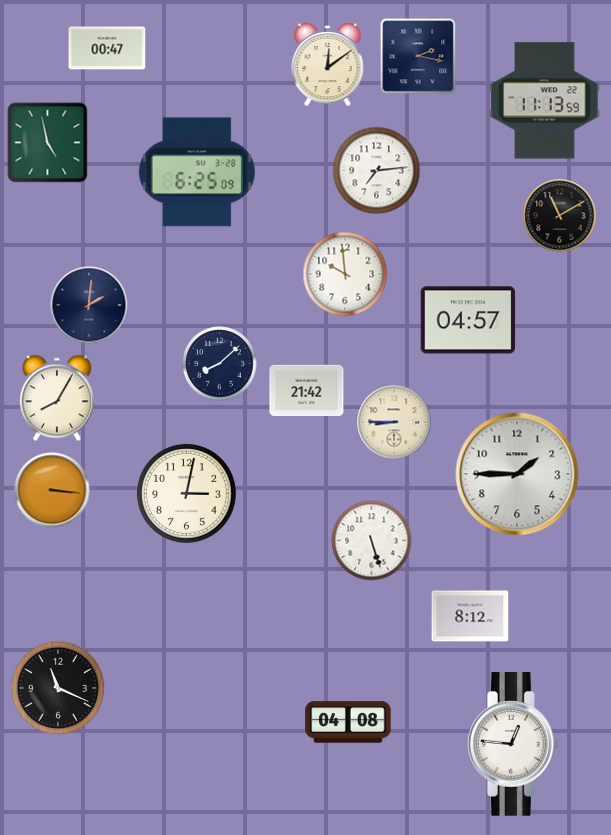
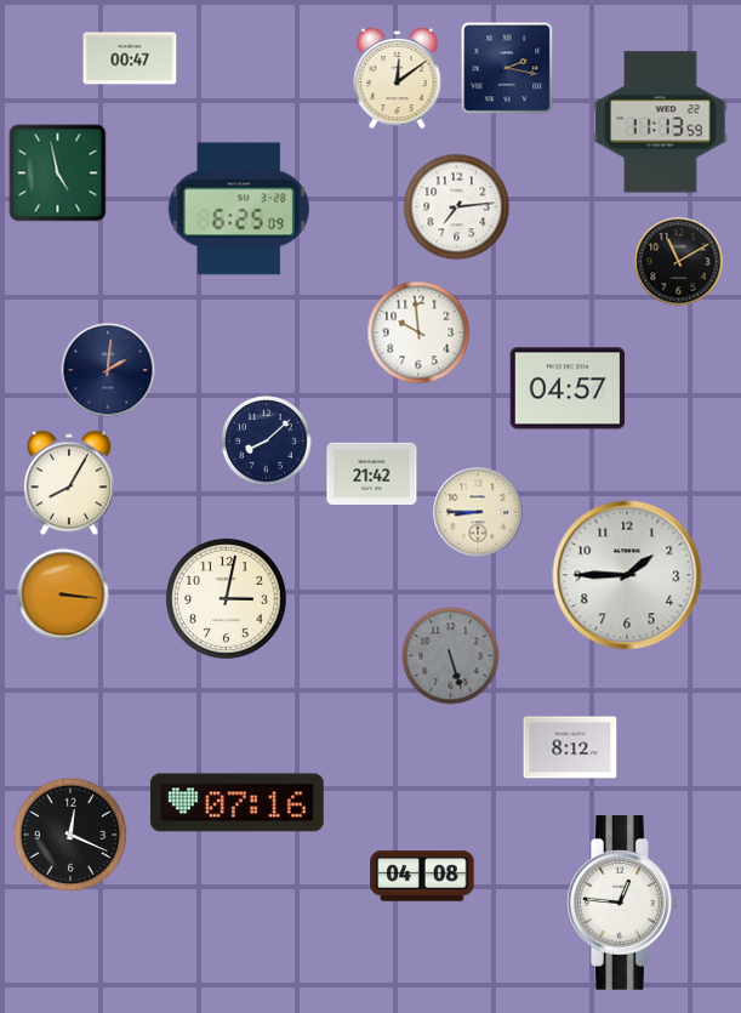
clock at (372, 541) dial: white -> grey
clock at (236, 803): none -> 07:16
clock at (58, 688): 11:19 -> 12:19
